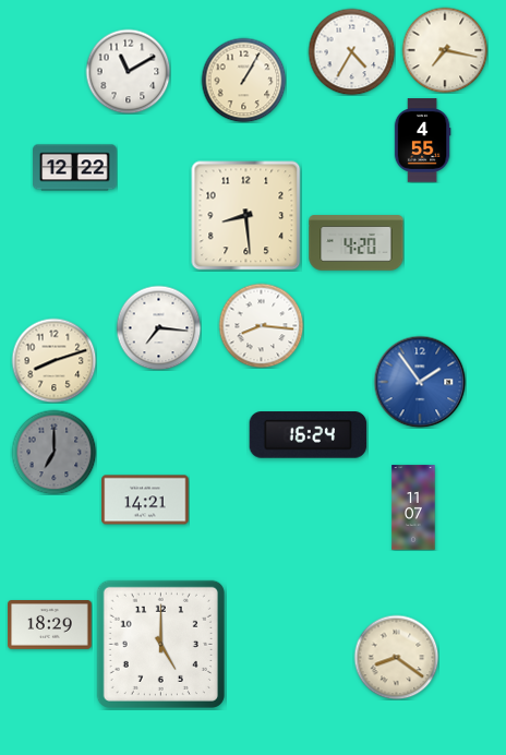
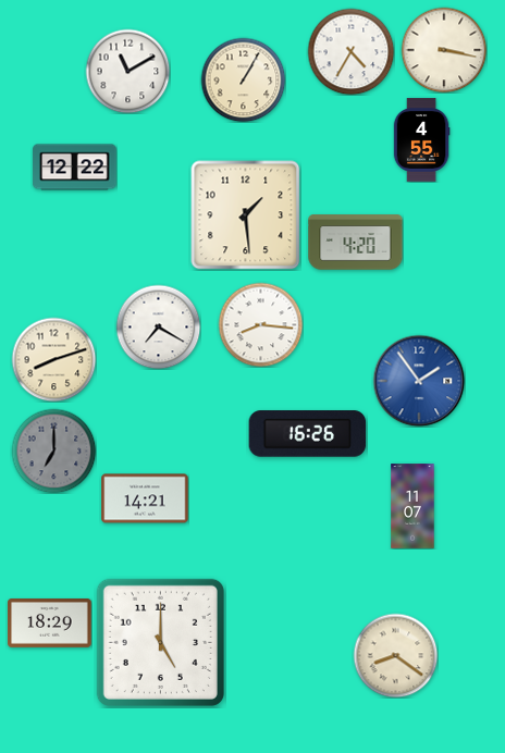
clock at (445, 50): 7:17 -> 3:17
clock at (246, 216): 8:29 -> 1:29
clock at (158, 327): 7:16 -> 7:20
clock at (309, 435): 16:24 -> 16:26
